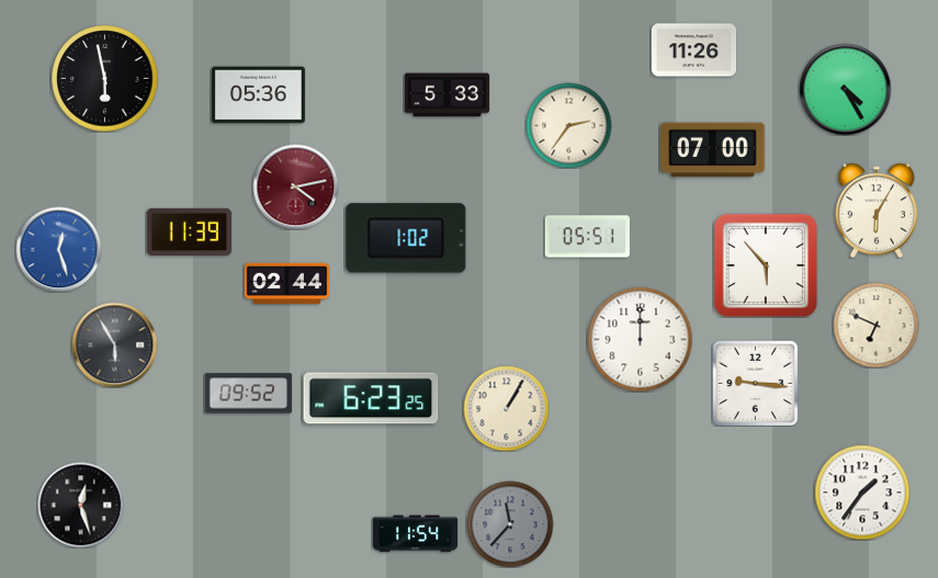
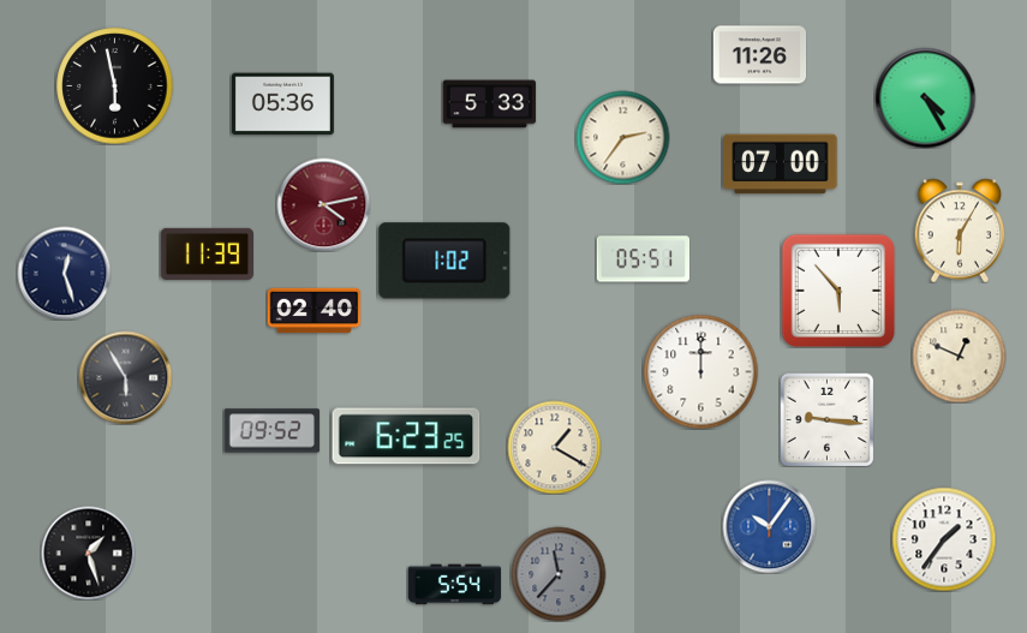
clock at (58, 249) dial: blue -> navy
clock at (286, 284): 02:44 -> 02:40
clock at (875, 325): 6:49 -> 12:49
clock at (506, 408): 1:05 -> 1:20
clock at (769, 526): none -> 10:06
clock at (80, 505): 12:27 -> 1:27
clock at (415, 534): 11:54 -> 5:54
